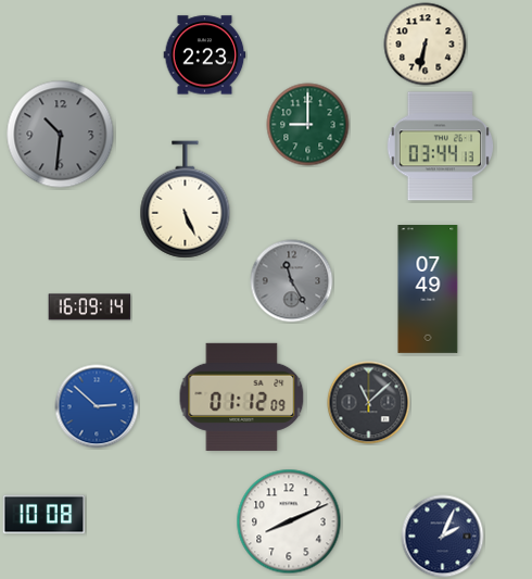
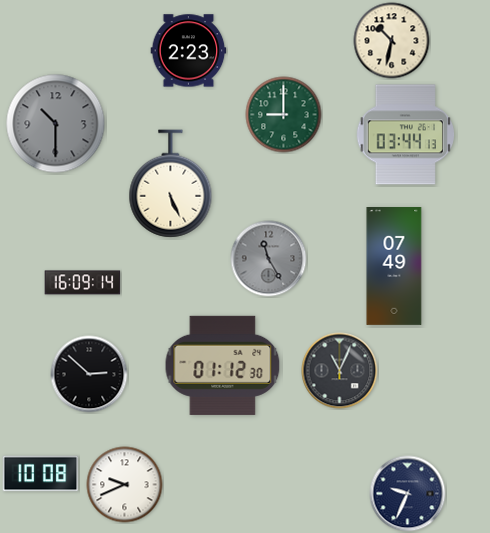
clock at (426, 45): 6:32 -> 10:32
clock at (61, 135): 10:31 -> 10:30
clock at (242, 397): 01:12:09 -> 01:12:30
clock at (369, 403): 11:08 -> 11:04
clock at (97, 406) dial: blue -> black
clock at (289, 521): 8:11 -> none
clock at (125, 485): none -> 9:41
clock at (443, 537): 2:04 -> 9:34
